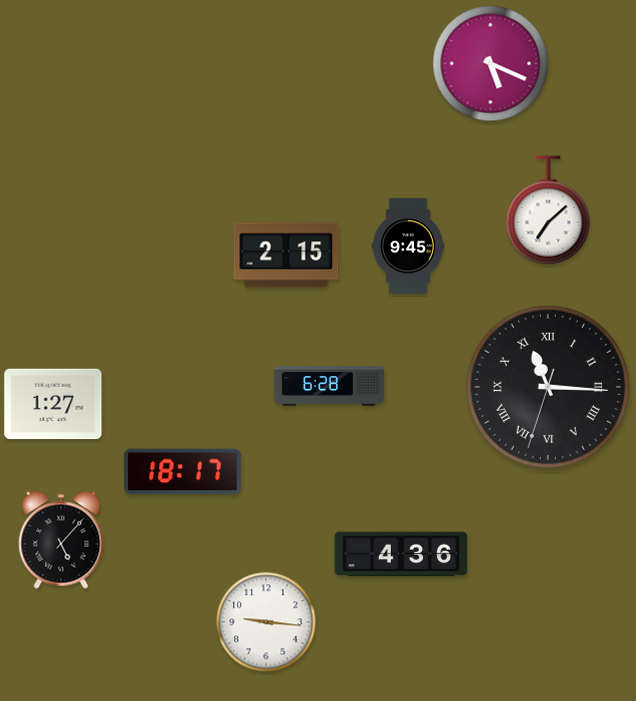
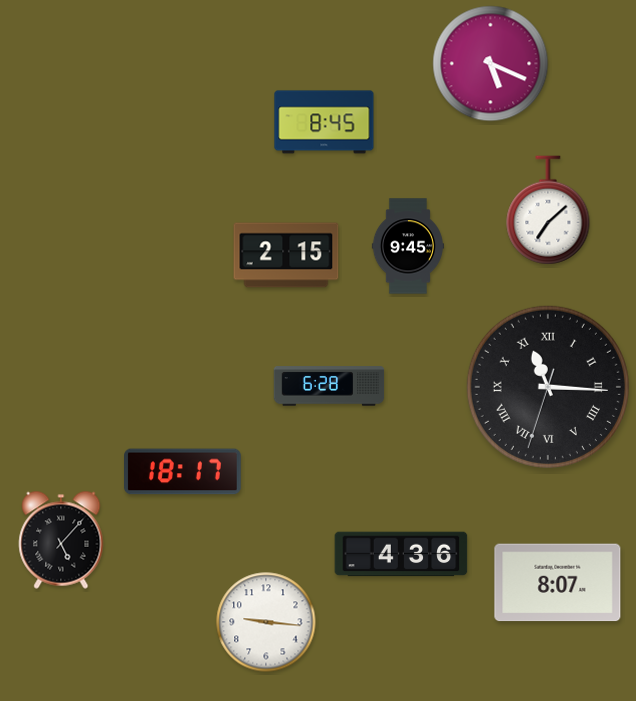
clock at (324, 122): none -> 8:45
clock at (53, 404): 1:27 -> none
clock at (558, 583): none -> 8:07
